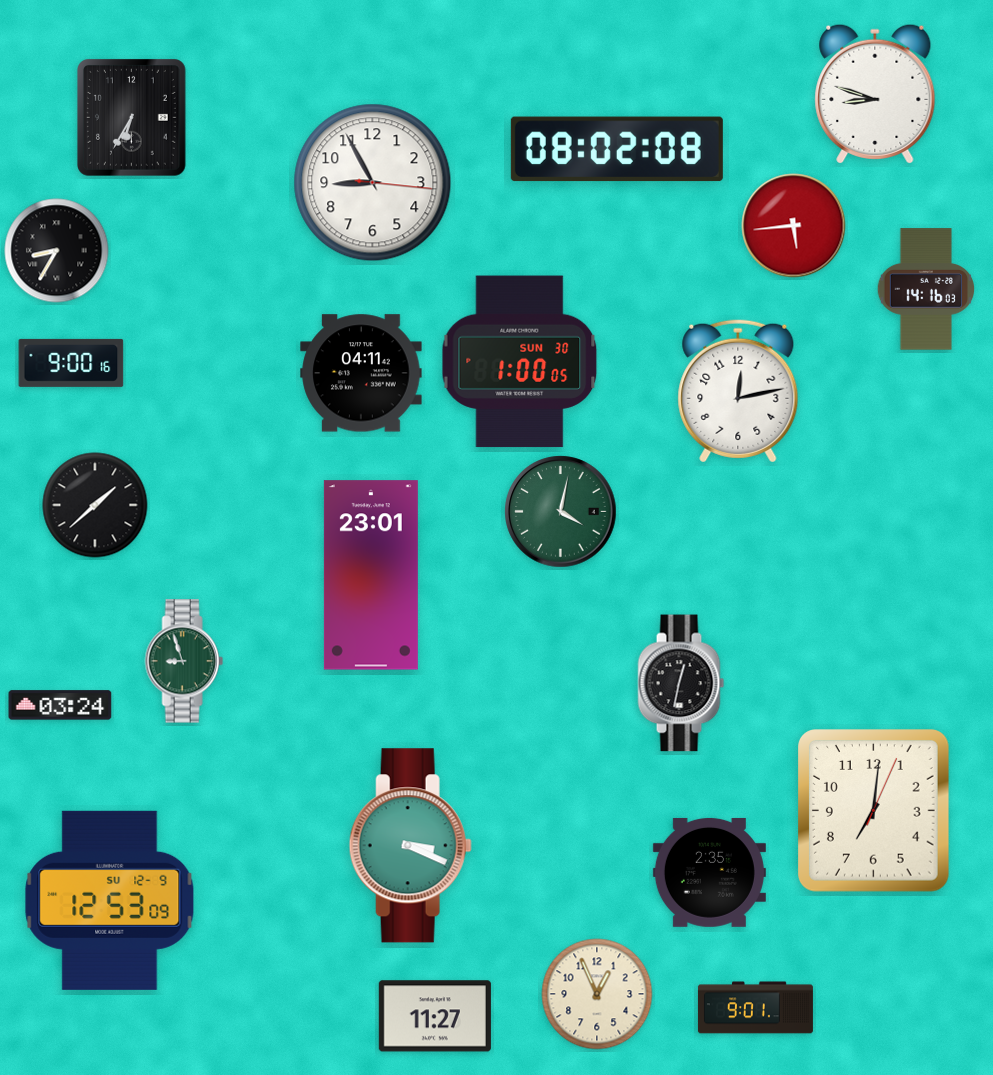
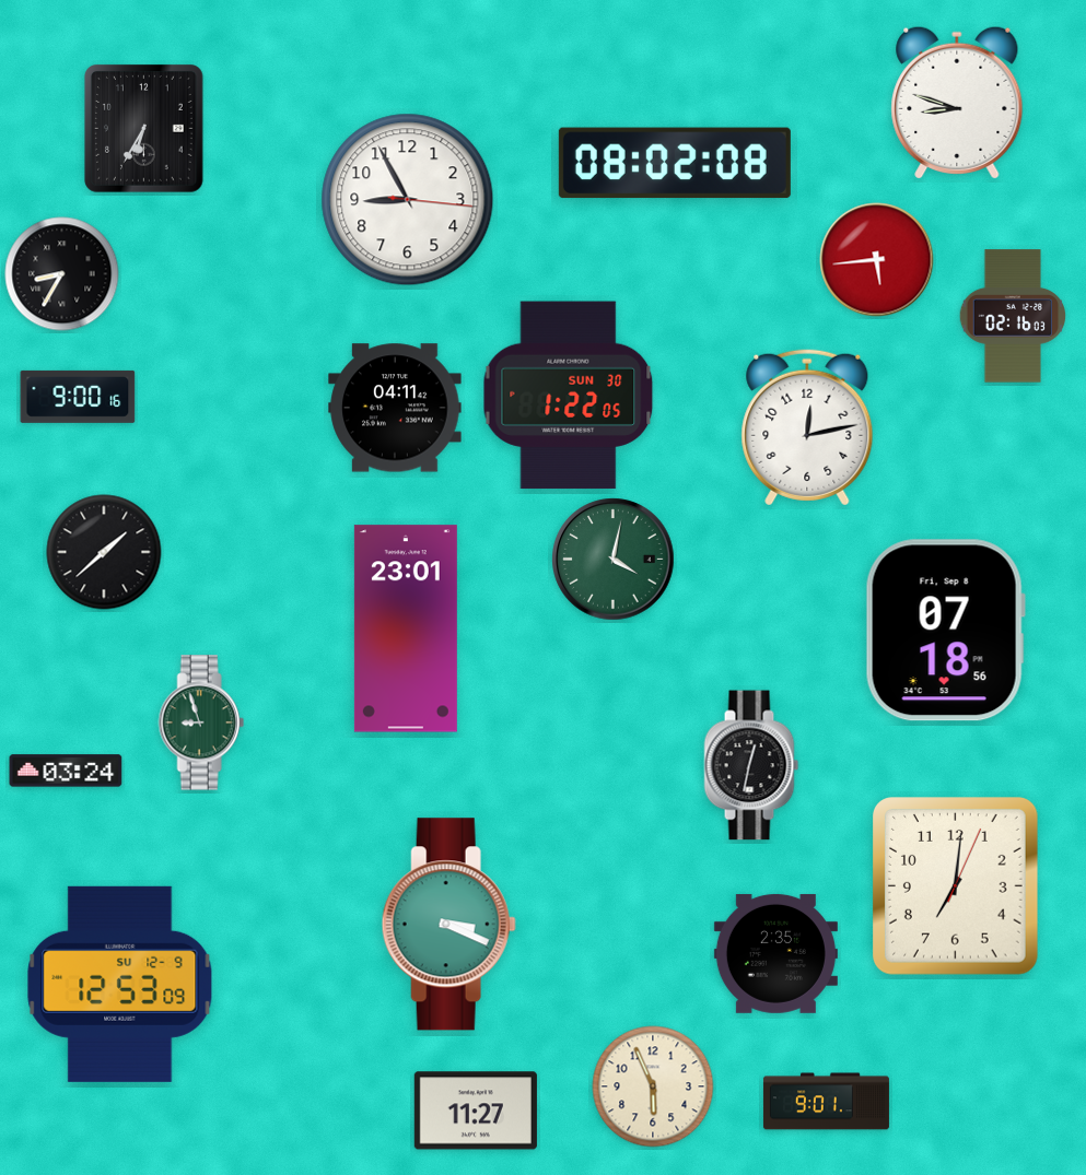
clock at (794, 226) position: (794, 226) -> (877, 260)
clock at (925, 289): 14:16 -> 02:16
clock at (520, 362): 1:00 -> 1:22
clock at (945, 631): none -> 07:18
clock at (681, 683) position: (681, 683) -> (751, 765)
clock at (597, 994): 12:56 -> 5:56
